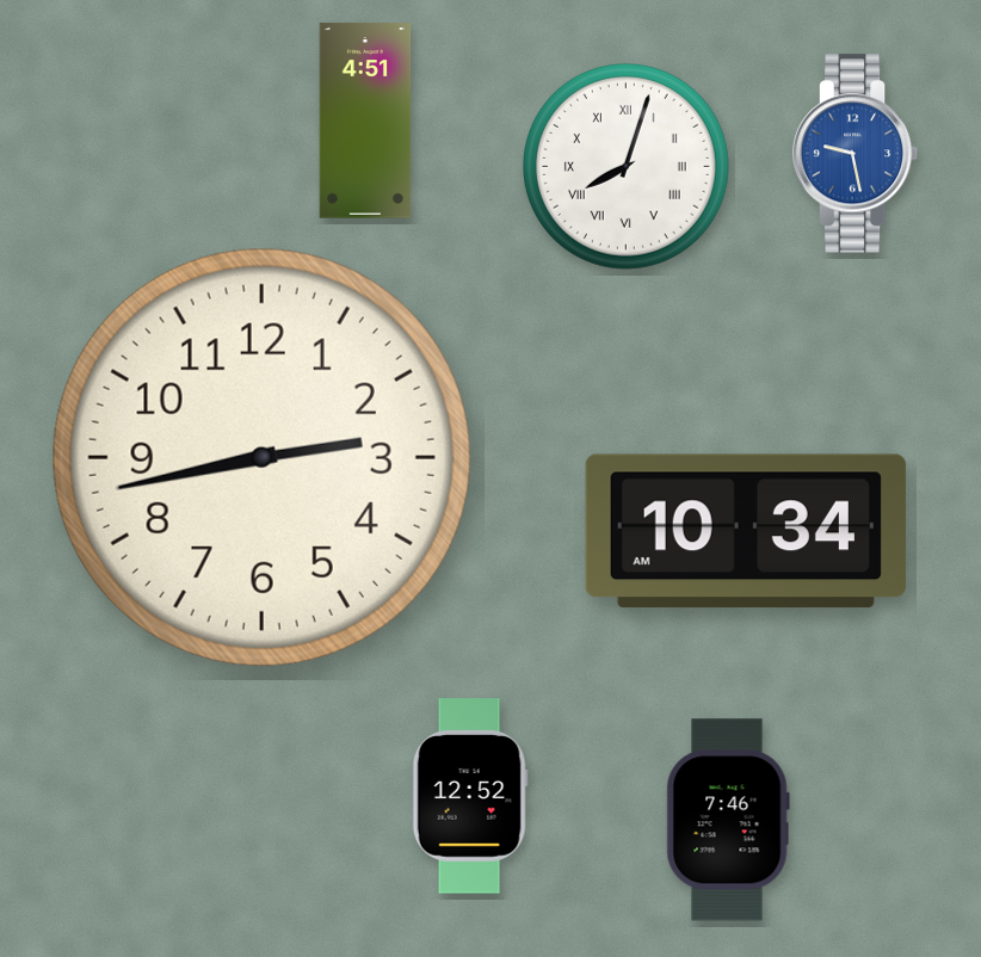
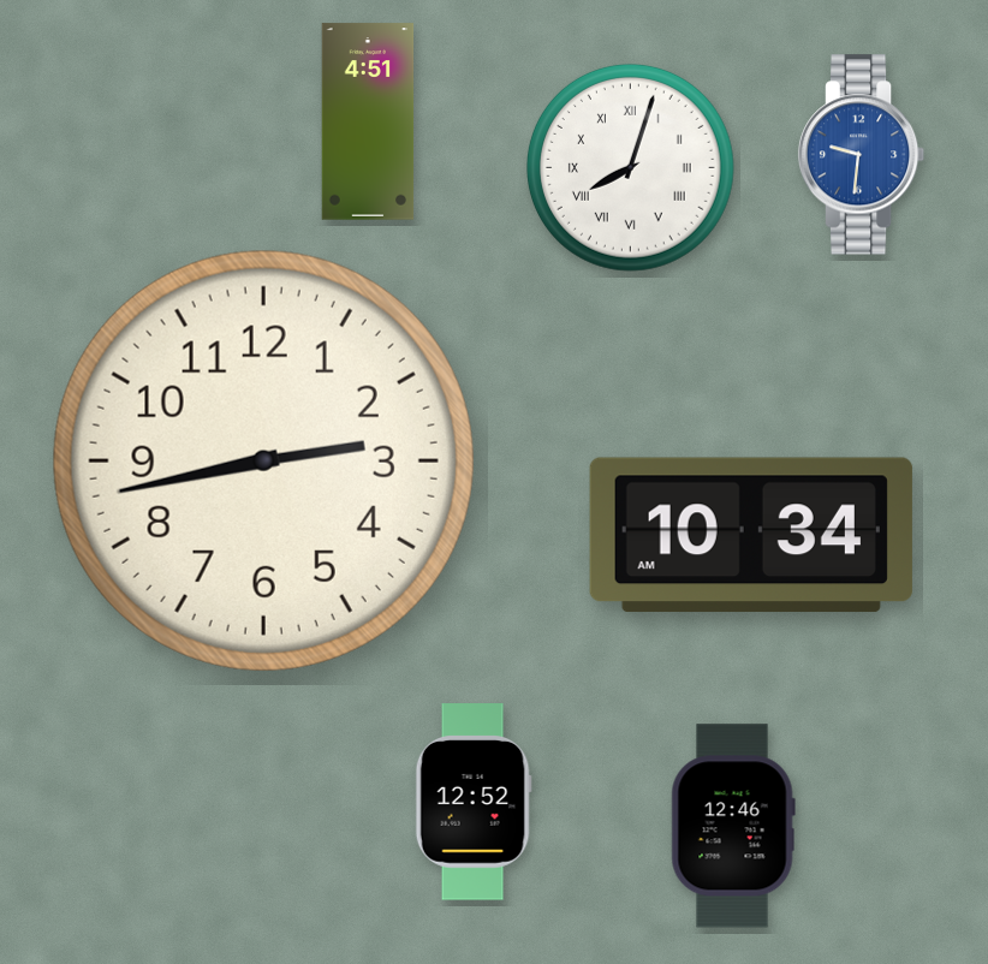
clock at (856, 154): 9:28 -> 9:31
clock at (728, 820): 7:46 -> 12:46
